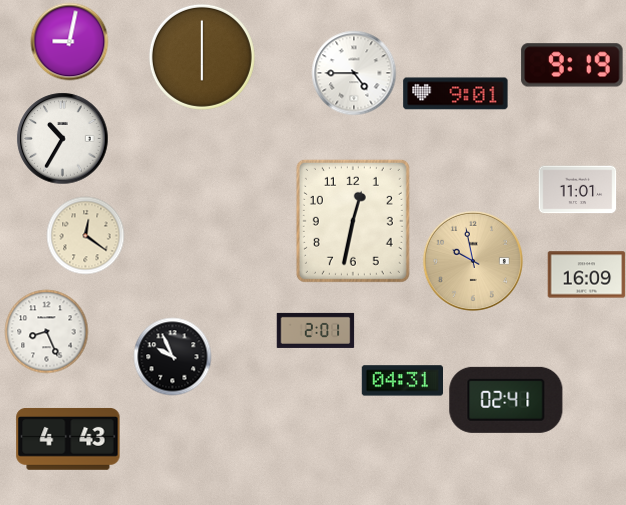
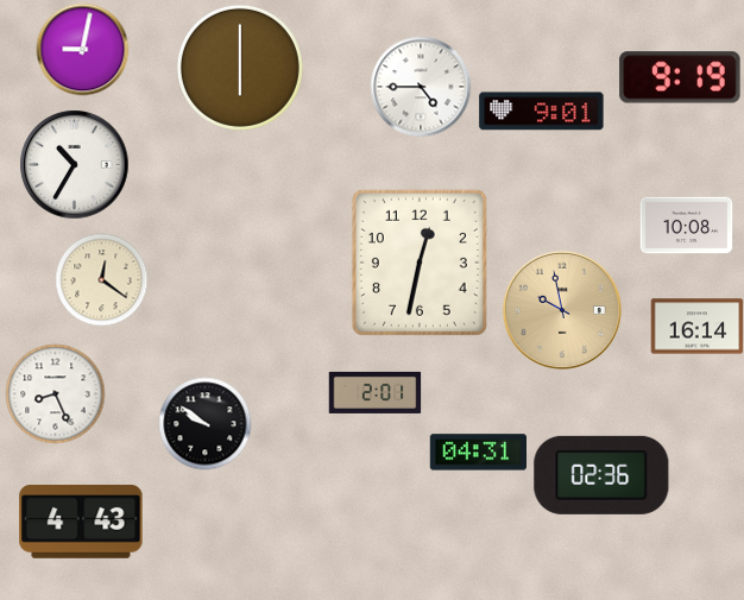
clock at (577, 190): 11:01 -> 10:08
clock at (586, 275): 16:09 -> 16:14
clock at (172, 356): 9:56 -> 9:51
clock at (506, 400): 02:41 -> 02:36
